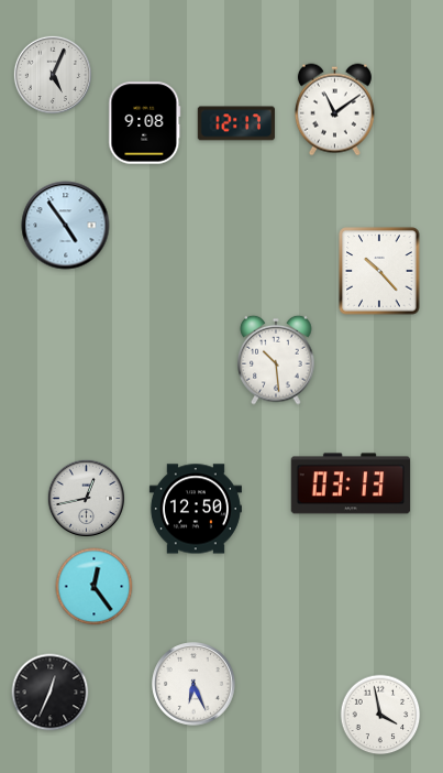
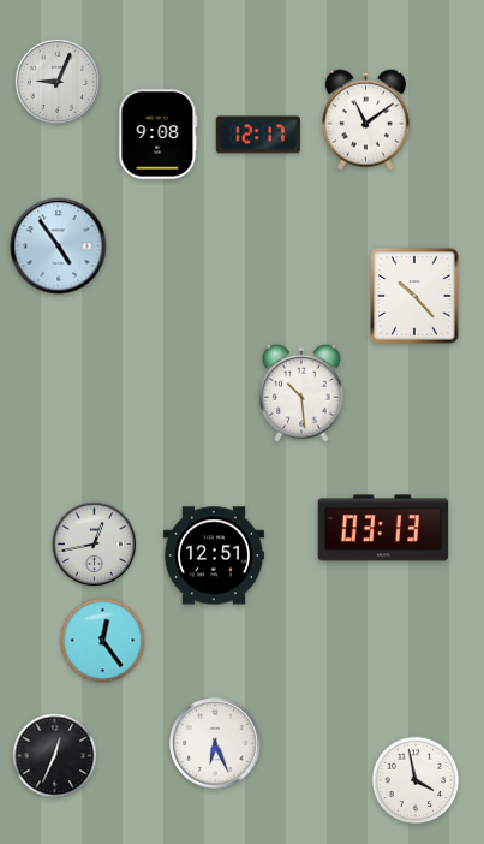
clock at (53, 75): 5:04 -> 9:04
clock at (66, 226) position: (66, 226) -> (59, 246)
clock at (196, 509): 12:50 -> 12:51
clock at (193, 684) position: (193, 684) -> (215, 743)
